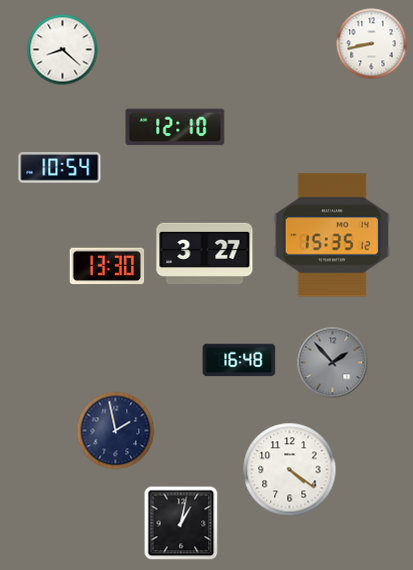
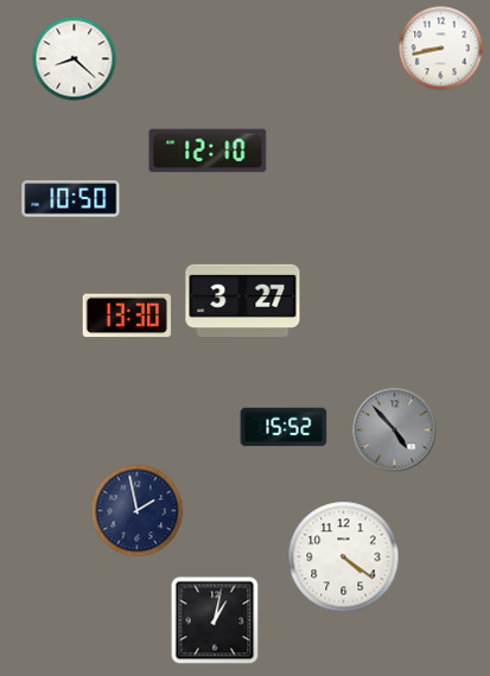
clock at (372, 44) position: (372, 44) -> (441, 49)
clock at (60, 168): 10:54 -> 10:50
clock at (331, 235): 15:35 -> none
clock at (239, 360): 16:48 -> 15:52
clock at (333, 363): 1:53 -> 4:53
